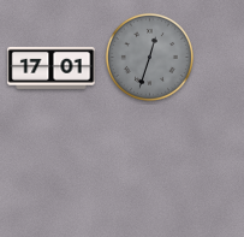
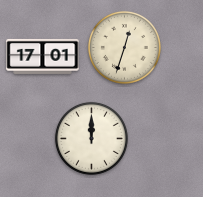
clock at (149, 57) dial: grey -> cream
clock at (91, 138): none -> 12:00
